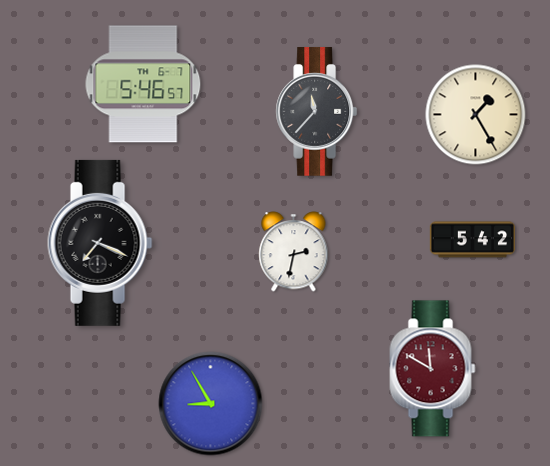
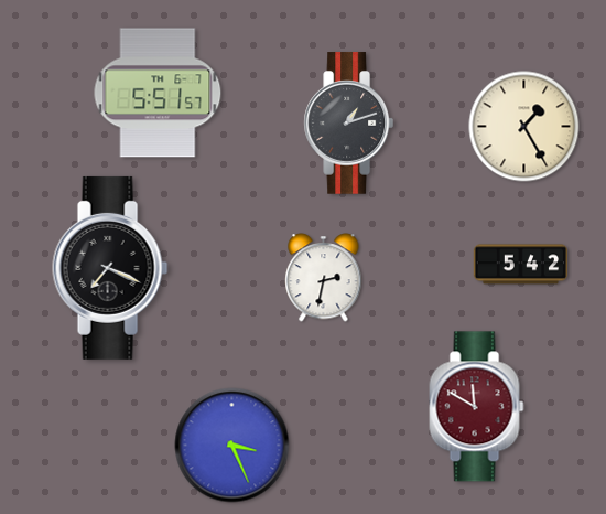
clock at (143, 84): 5:46 -> 5:51
clock at (316, 112): 11:37 -> 1:12
clock at (211, 404): 8:55 -> 3:26
